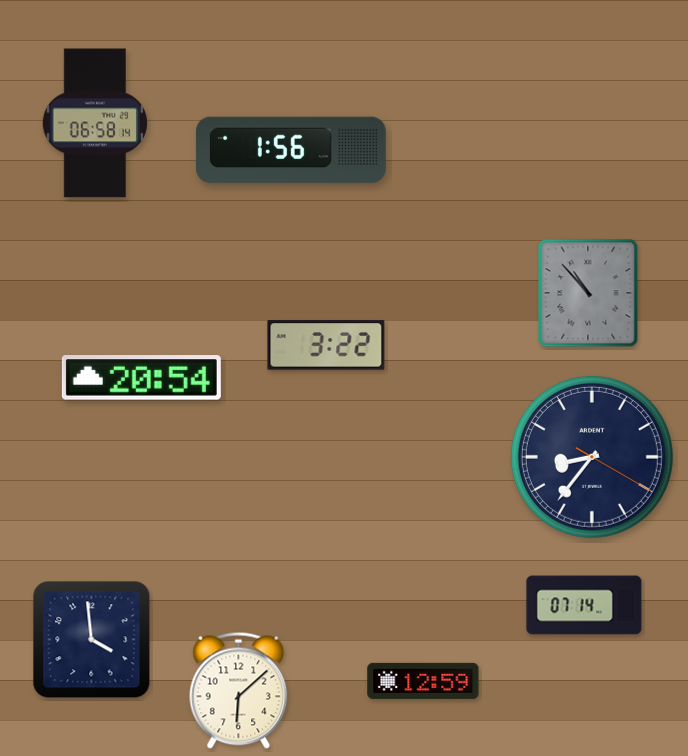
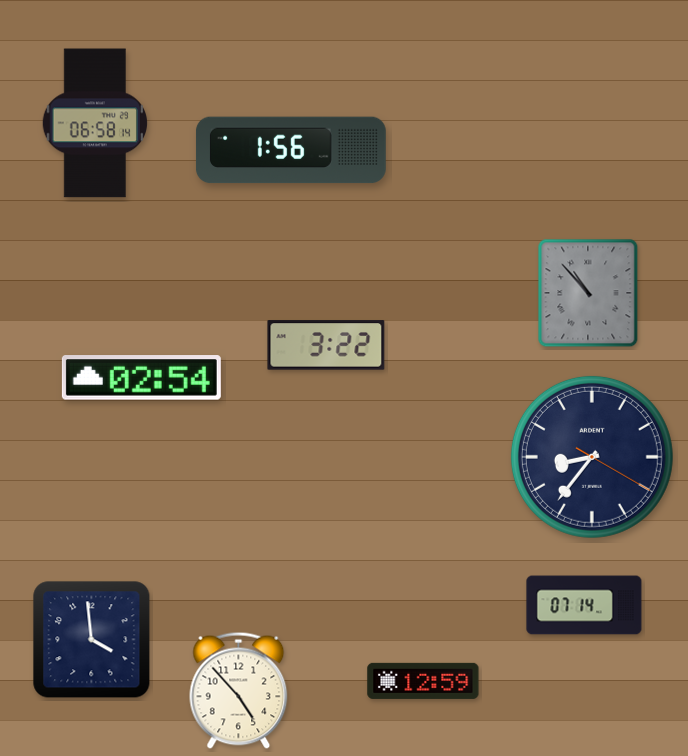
clock at (141, 378): 20:54 -> 02:54
clock at (239, 690): 6:08 -> 4:53
